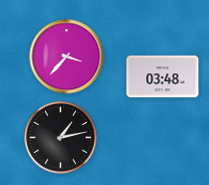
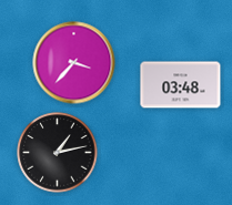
clock at (61, 138) position: (61, 138) -> (58, 153)
